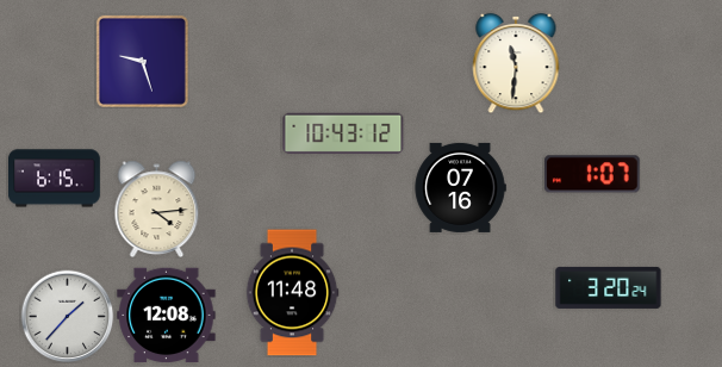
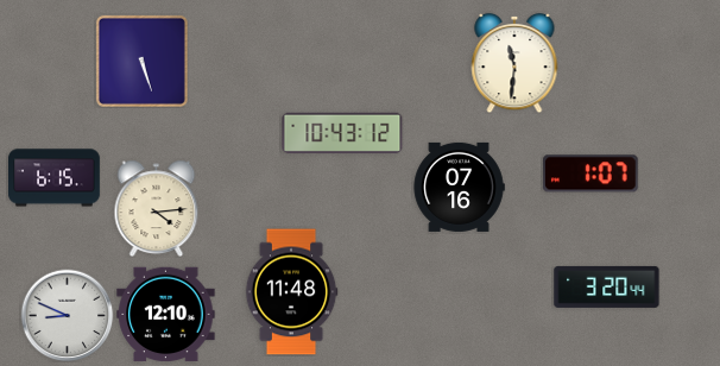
clock at (142, 61): 9:27 -> 5:27
clock at (609, 287): 3:20:24 -> 3:20:44
clock at (67, 316): 1:37 -> 8:49
clock at (167, 316): 12:08 -> 12:10
